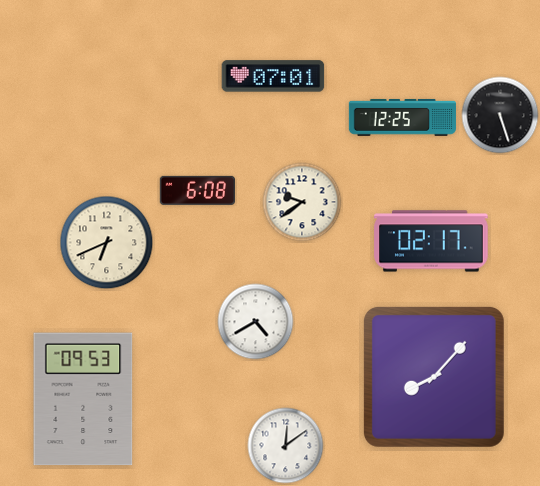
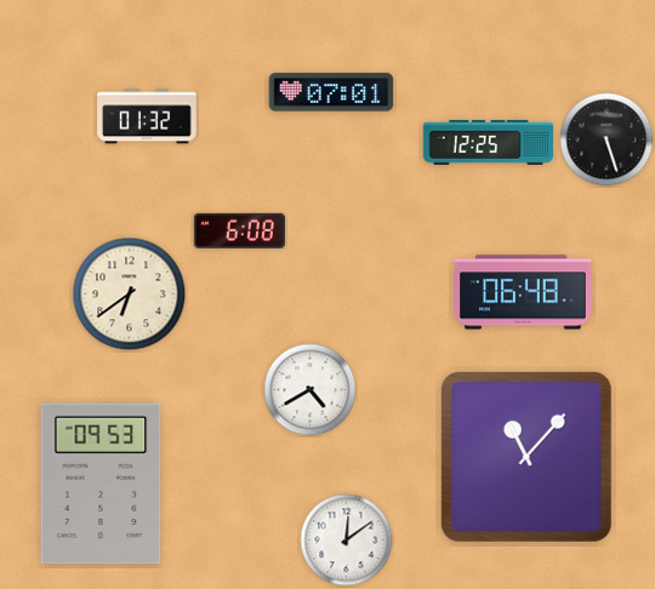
clock at (147, 116): none -> 01:32
clock at (302, 202): 9:39 -> none
clock at (431, 241): 02:17 -> 06:48
clock at (107, 243): 6:41 -> 6:39
clock at (434, 377): 8:07 -> 11:07
